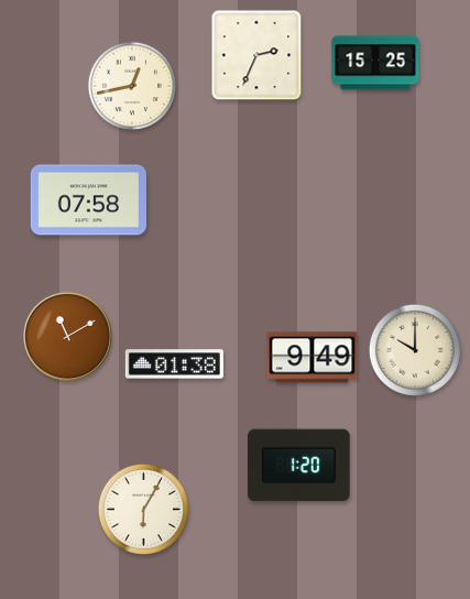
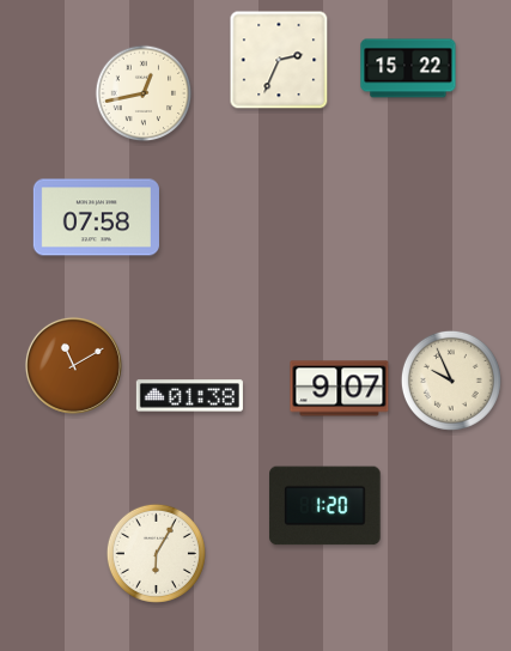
clock at (375, 63): 15:25 -> 15:22
clock at (415, 350): 10:00 -> 9:56
clock at (313, 358): 9:49 -> 9:07
